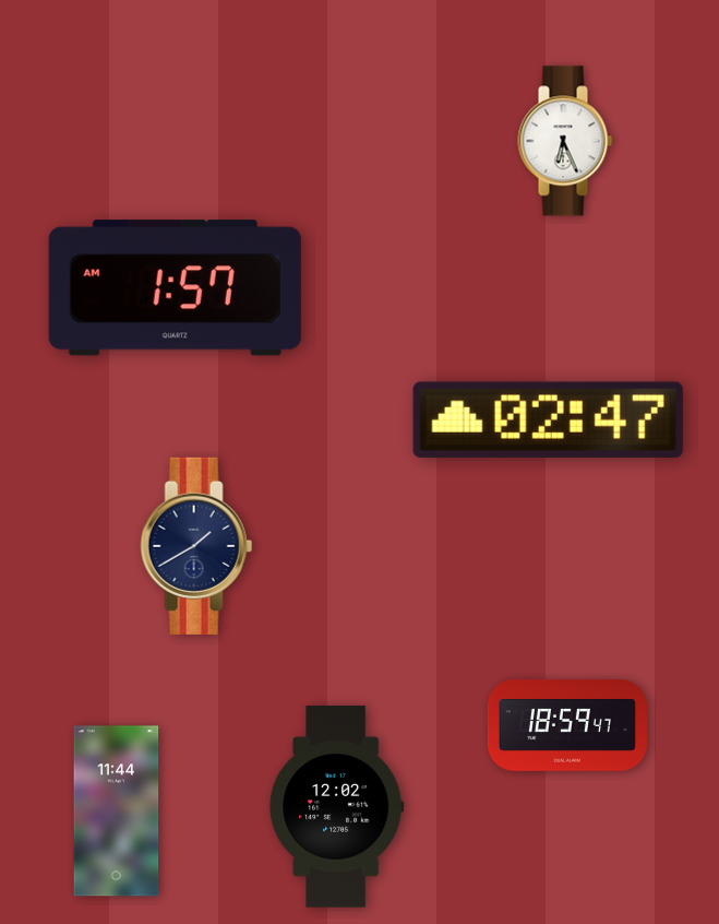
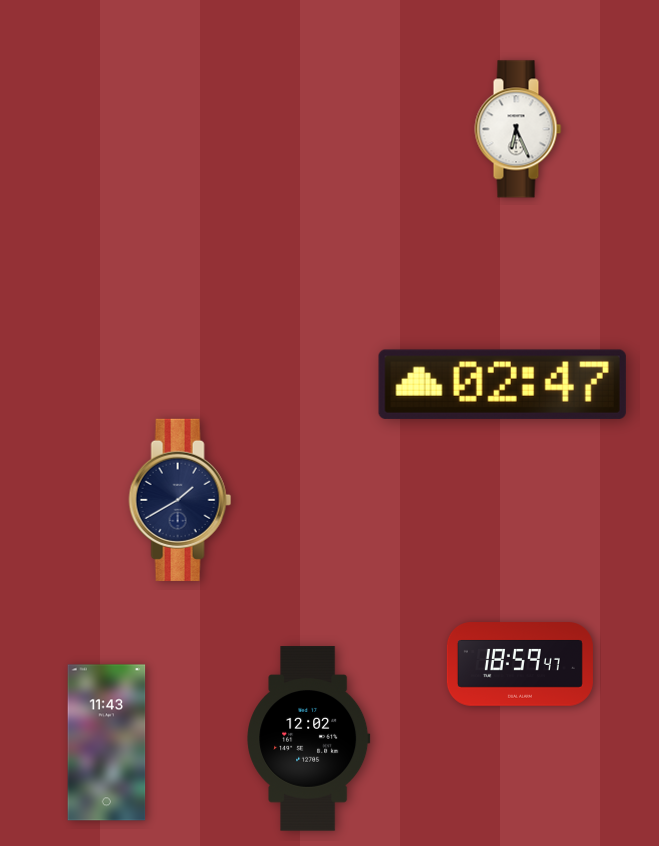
clock at (175, 288): 1:57 -> none
clock at (117, 812): 11:44 -> 11:43
